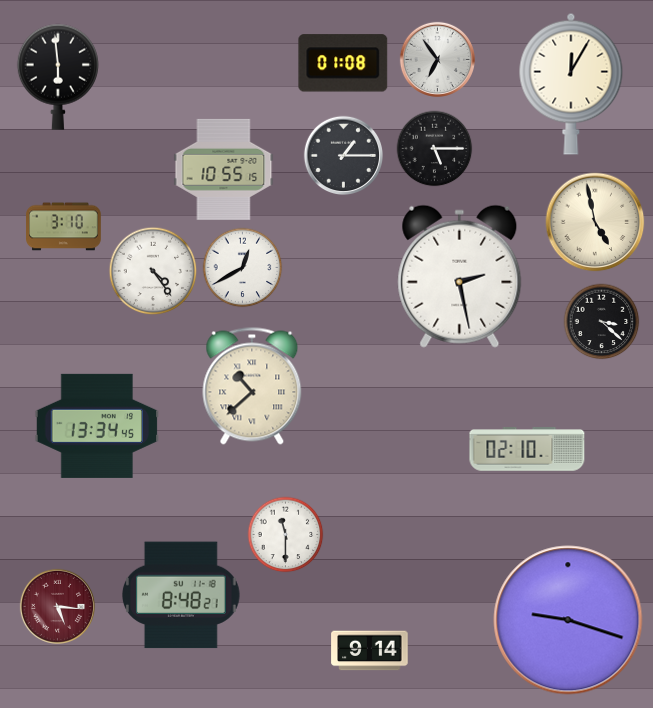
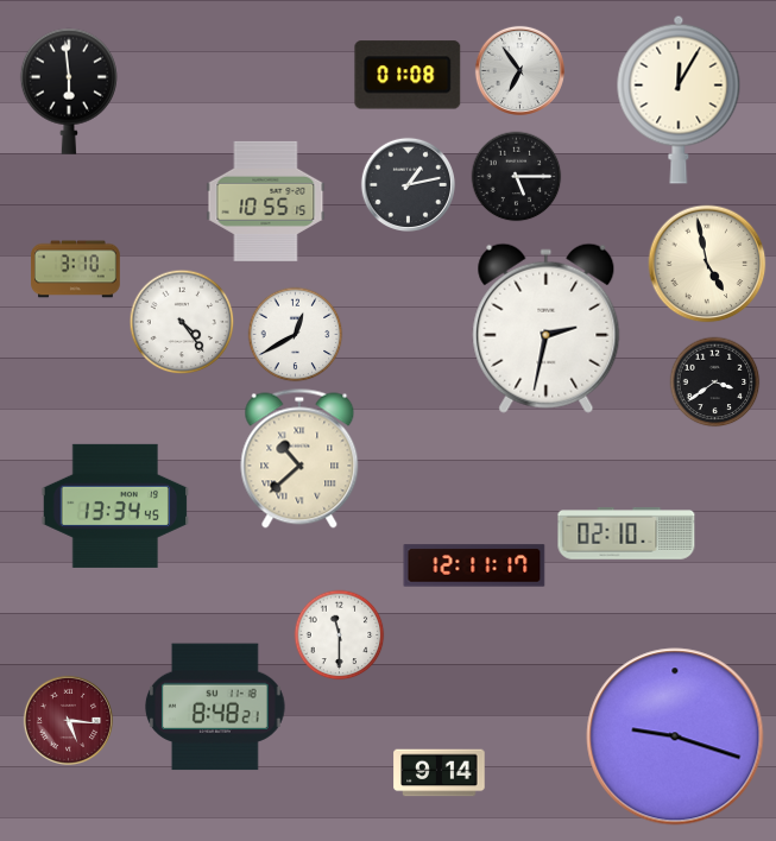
clock at (343, 155): 1:15 -> 1:13
clock at (243, 268) position: (243, 268) -> (296, 335)
clock at (460, 276): 2:28 -> 2:32
clock at (602, 322): 3:22 -> 3:39
clock at (474, 565): none -> 12:11
